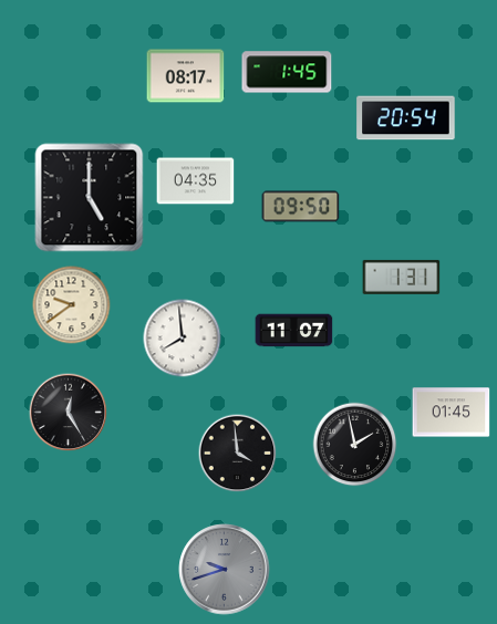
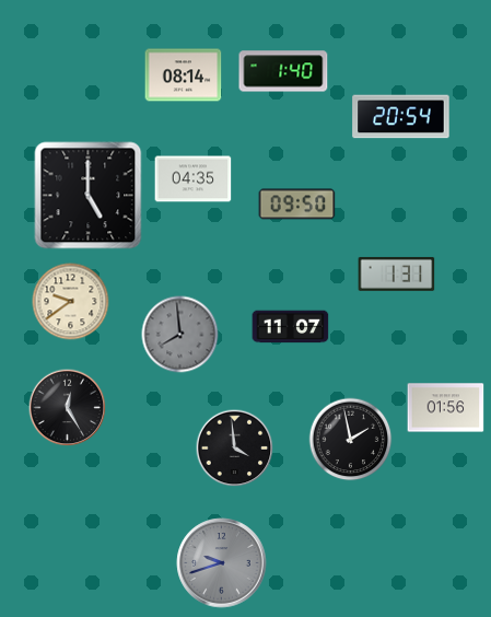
clock at (287, 72): 1:45 -> 1:40
clock at (186, 76): 08:17 -> 08:14
clock at (183, 339) dial: white -> grey
clock at (452, 413): 01:45 -> 01:56
